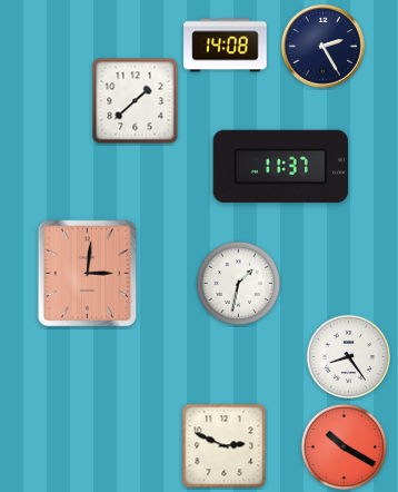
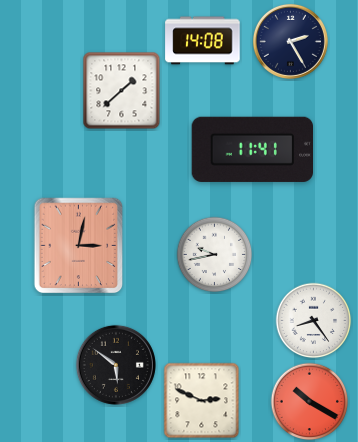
clock at (280, 166): 11:37 -> 11:41
clock at (88, 274): 3:01 -> 3:02
clock at (239, 284): 1:32 -> 9:43
clock at (116, 365): none -> 5:51
